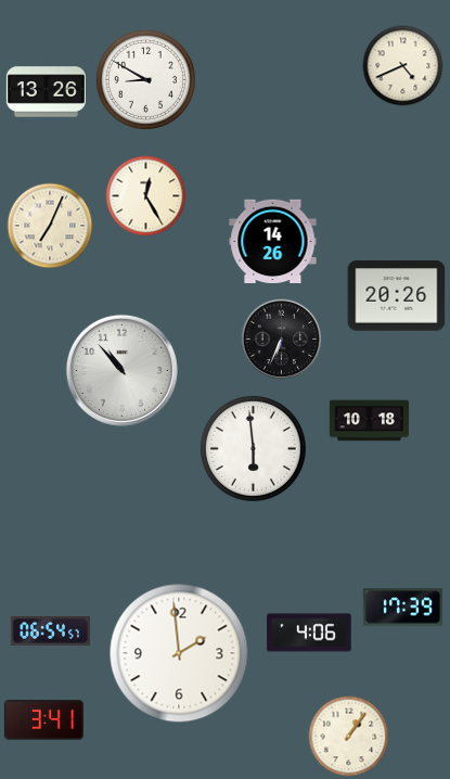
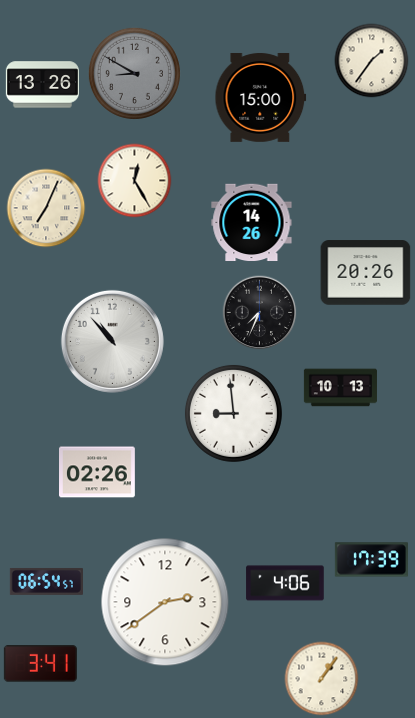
clock at (403, 66): 4:41 -> 1:36
clock at (145, 79) dial: white -> grey
clock at (261, 97): none -> 15:00
clock at (282, 340): 6:34 -> 7:34
clock at (369, 421): 10:18 -> 10:13
clock at (253, 448): 5:59 -> 8:59
clock at (98, 472): none -> 02:26
clock at (179, 653): 1:59 -> 2:39
